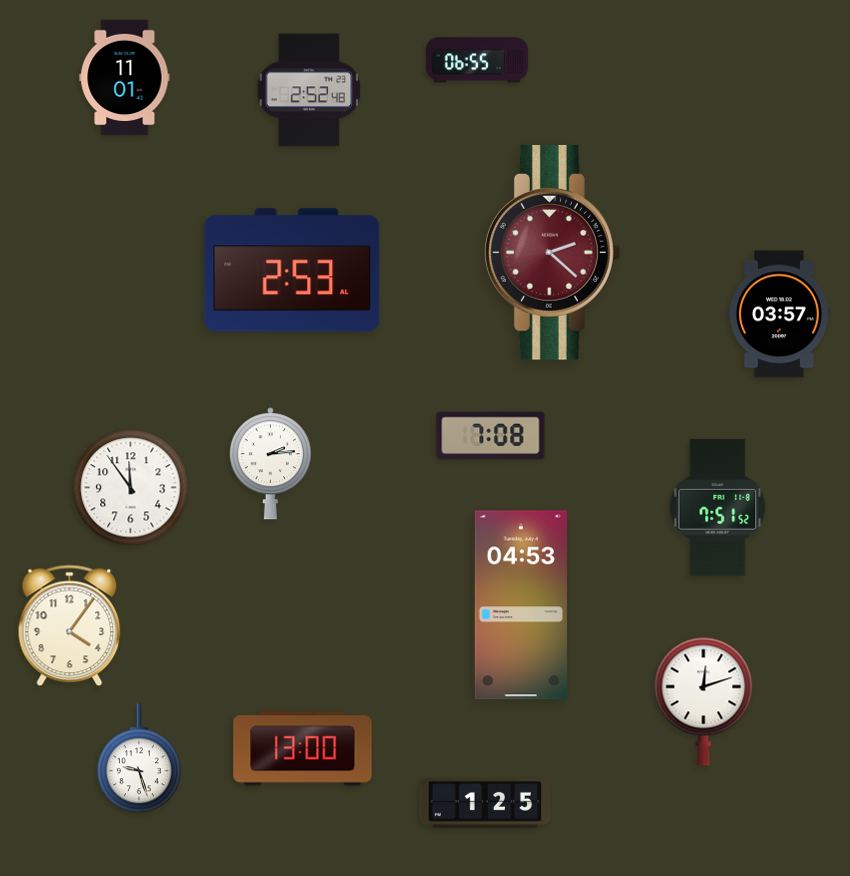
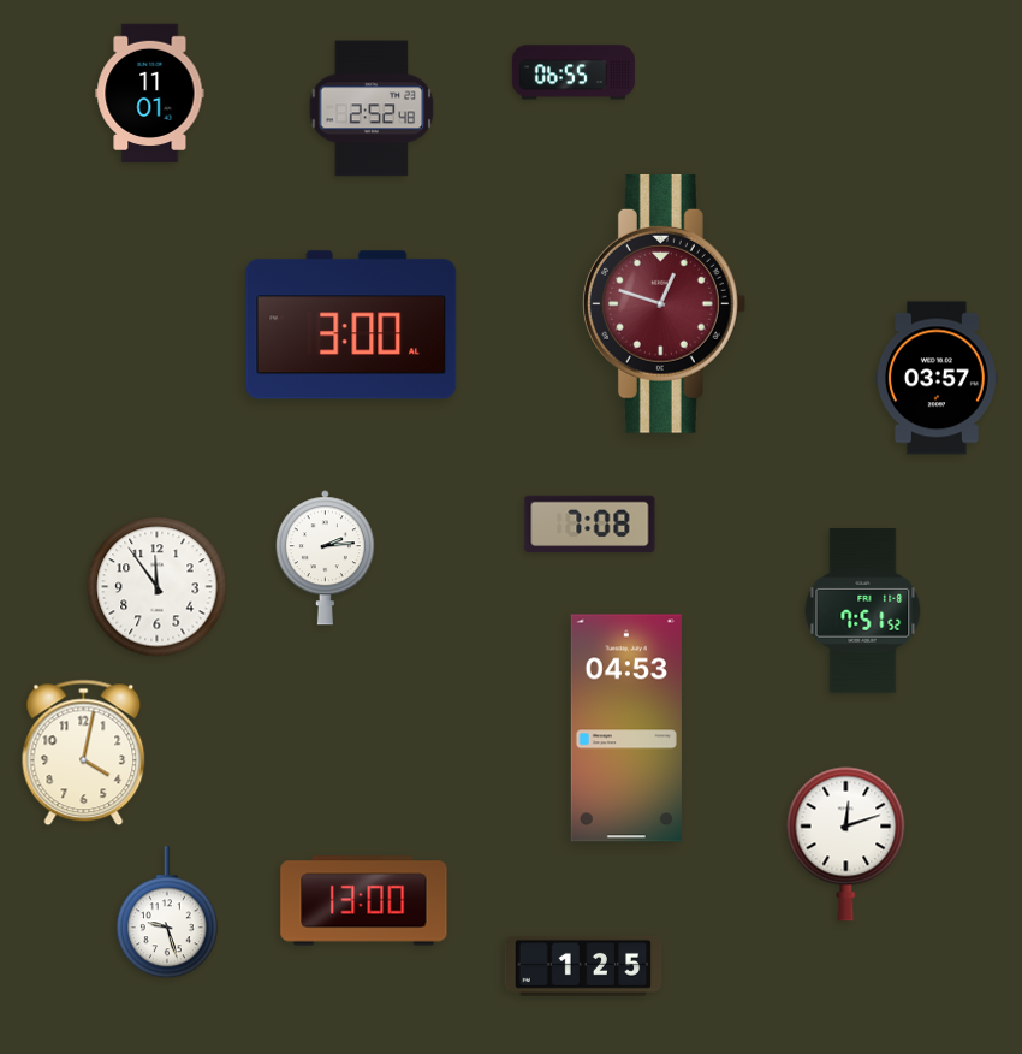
clock at (552, 252): 2:22 -> 12:48
clock at (292, 270): 2:53 -> 3:00
clock at (70, 626): 4:06 -> 4:02
